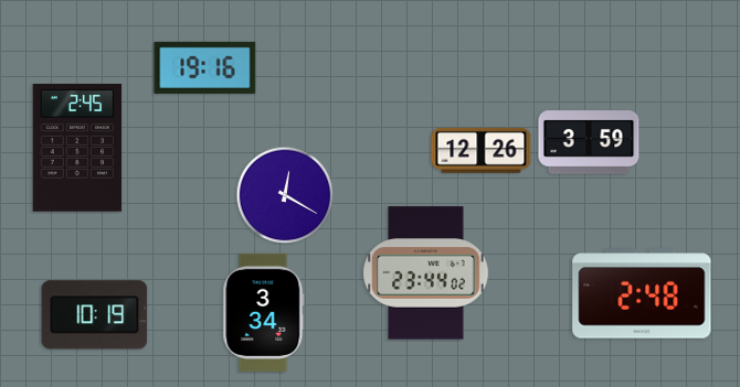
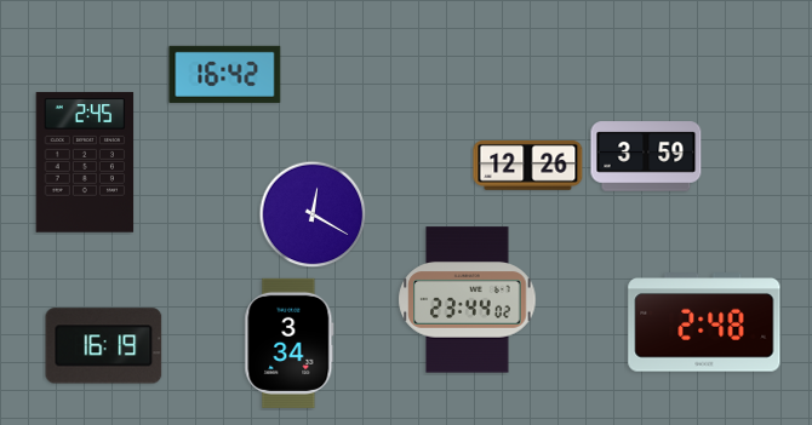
clock at (205, 67): 19:16 -> 16:42
clock at (95, 315): 10:19 -> 16:19
